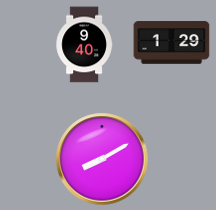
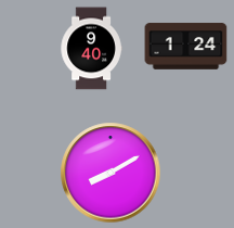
clock at (172, 43): 1:29 -> 1:24
